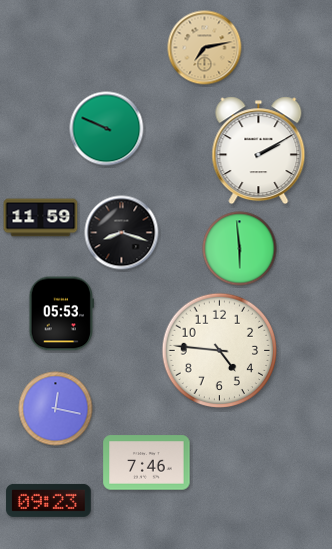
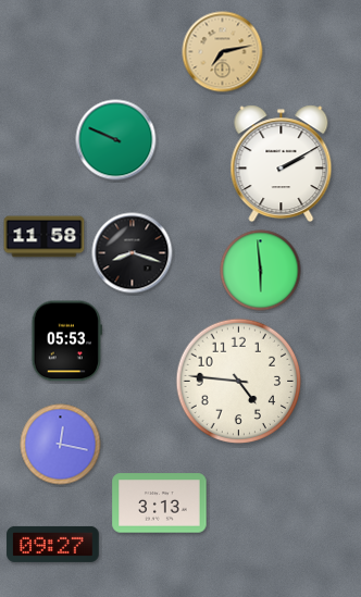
clock at (41, 218): 11:59 -> 11:58
clock at (147, 463): 7:46 -> 3:13
clock at (49, 500): 09:23 -> 09:27
